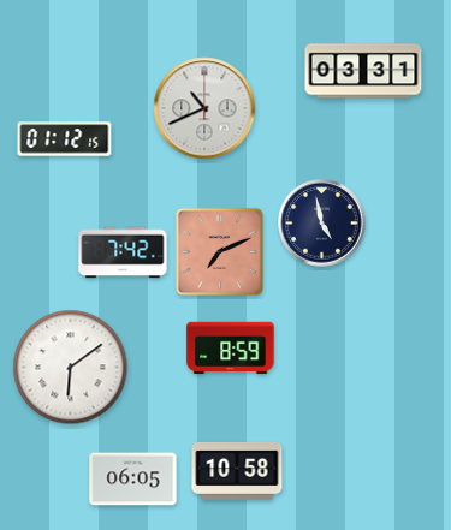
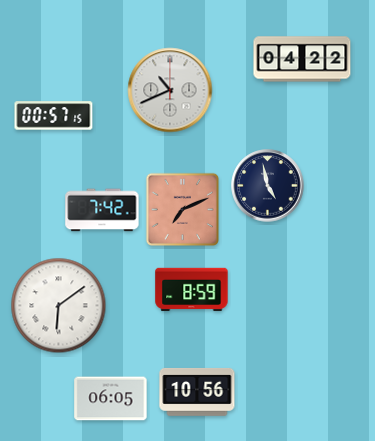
clock at (363, 71): 03:31 -> 04:22
clock at (65, 139): 01:12 -> 00:57
clock at (237, 471): 10:58 -> 10:56
